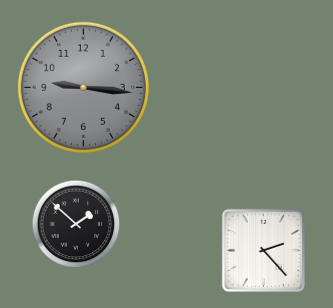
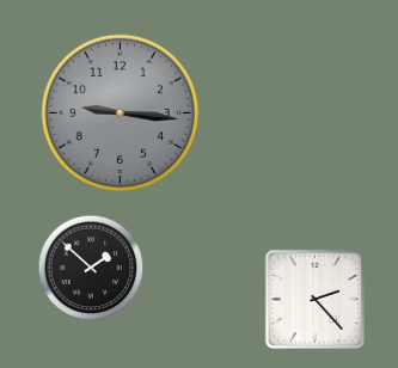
clock at (83, 87) position: (83, 87) -> (120, 112)
